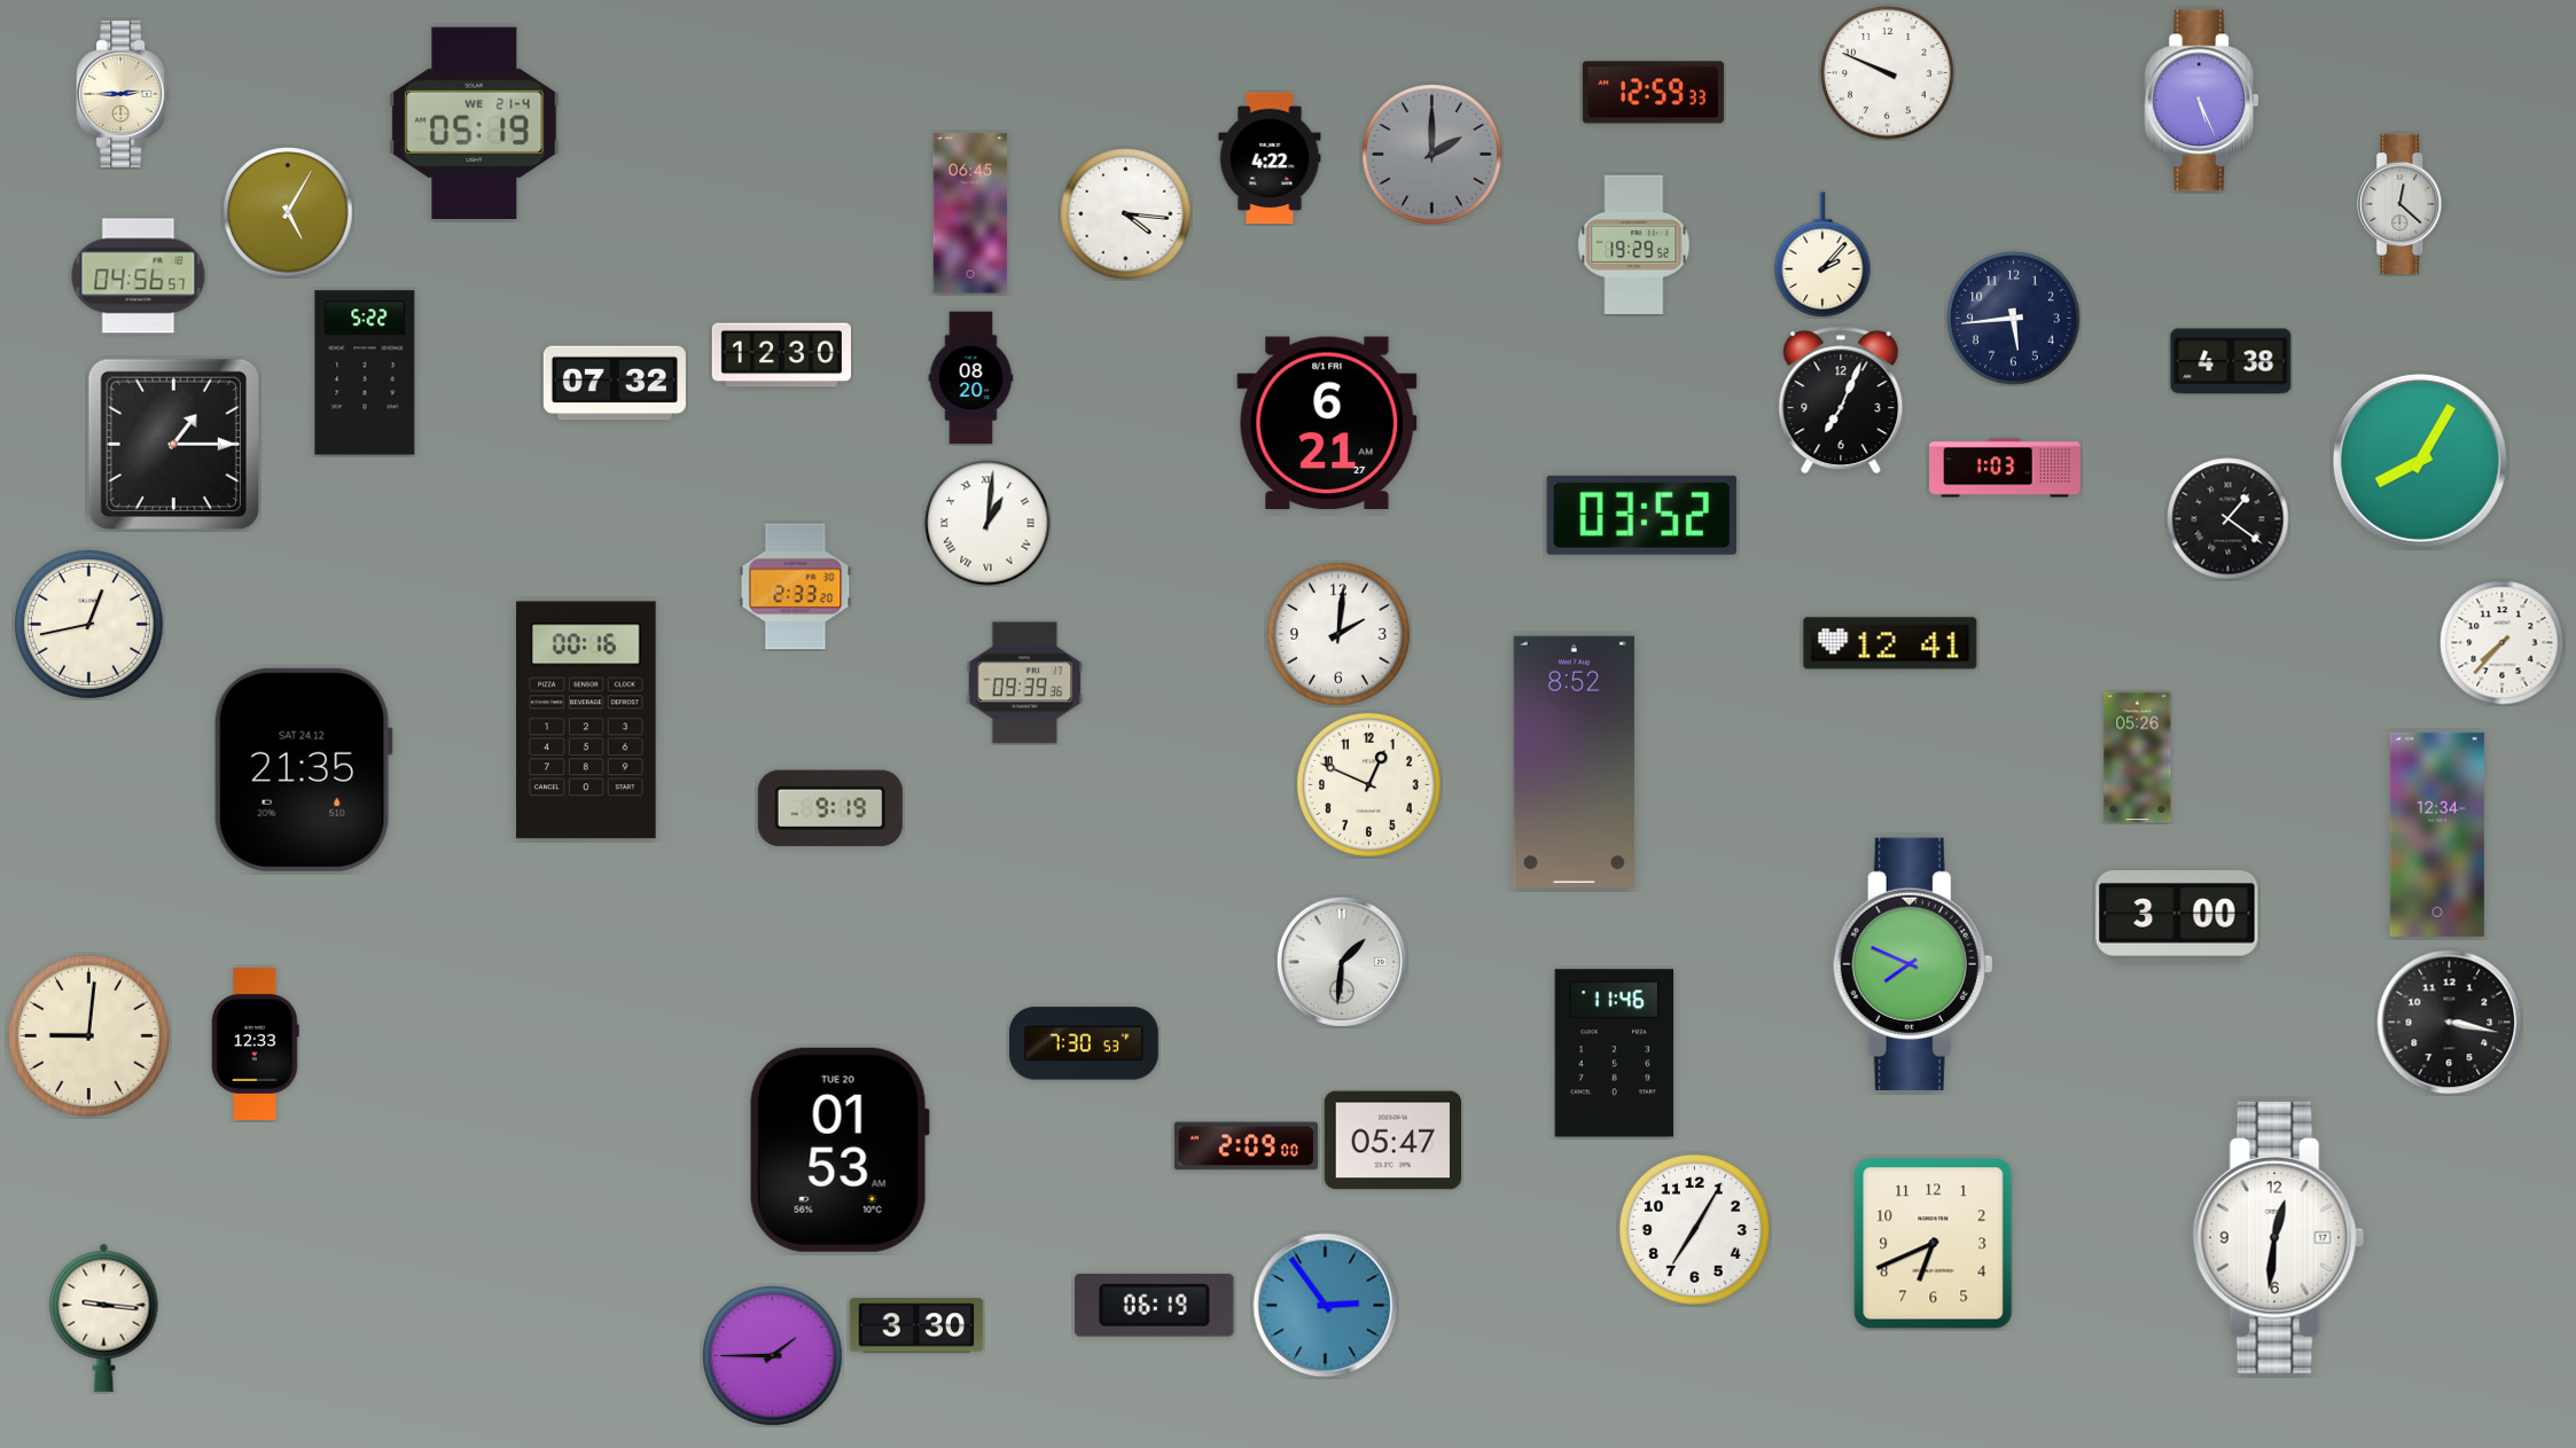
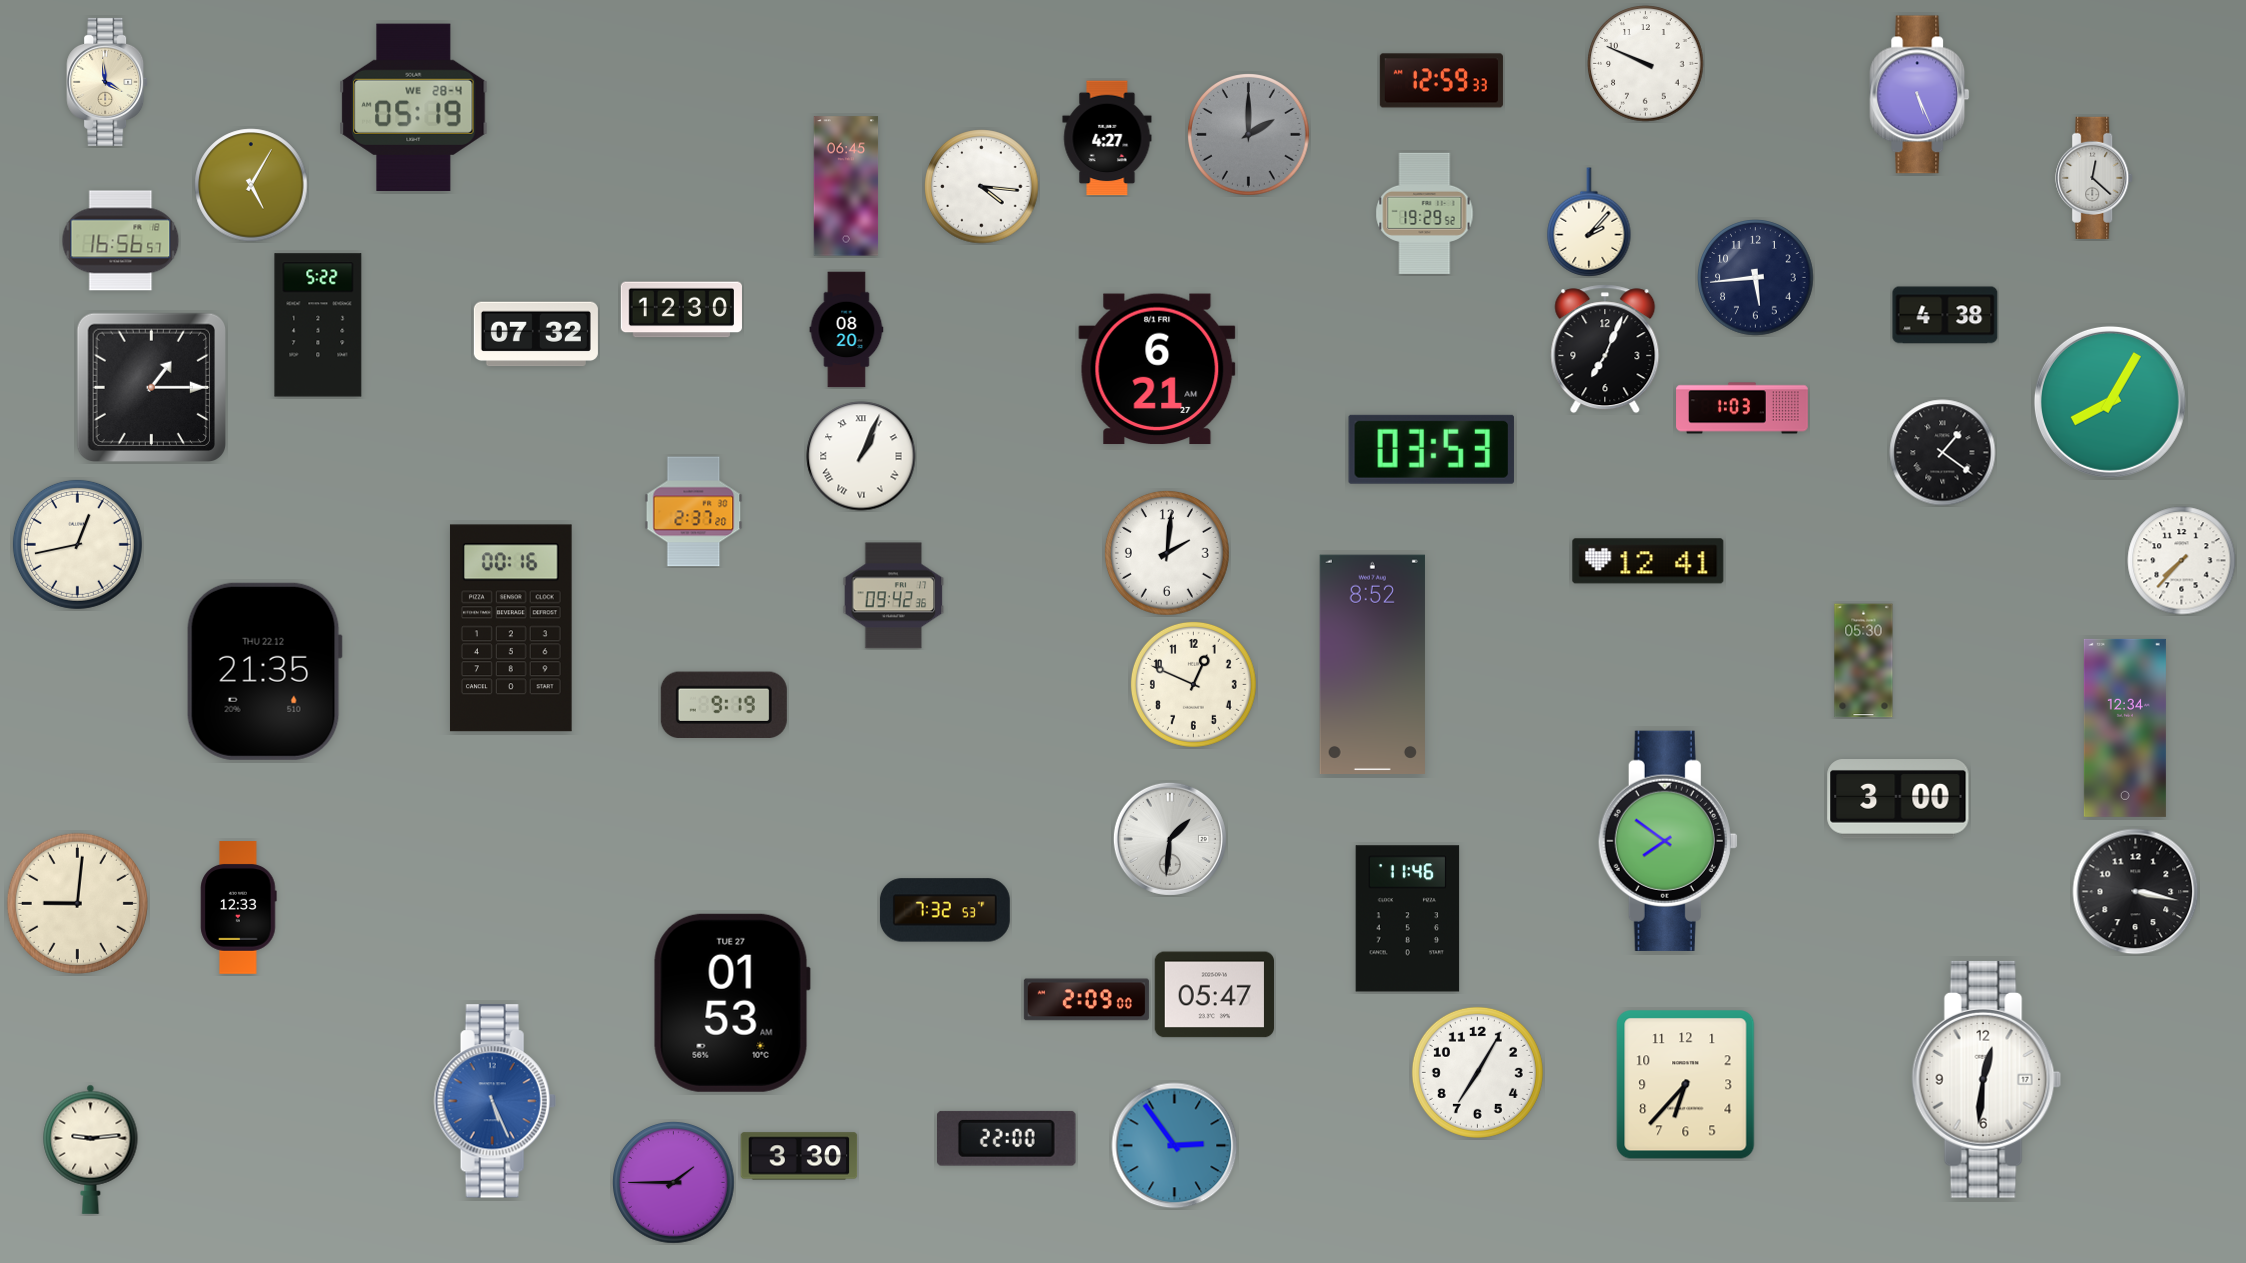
clock at (123, 94): 2:45 -> 3:59
clock at (2202, 101) position: (2202, 101) -> (1920, 95)
clock at (475, 123) date: WE 21-4 -> WE 28-4
clock at (1270, 158): 4:22 -> 4:27
clock at (139, 276): 04:56 -> 16:56
clock at (2005, 468) position: (2005, 468) -> (1742, 408)
clock at (1641, 515): 03:52 -> 03:53
clock at (988, 523): 1:01 -> 1:04
clock at (796, 587): 2:33 -> 2:37
clock at (1025, 683): 09:39 -> 09:42
clock at (2138, 758): 05:26 -> 05:30
clock at (303, 769) date: SAT 24.12 -> THU 22.12
clock at (1913, 964): 7:49 -> 7:51
clock at (1084, 1043): 7:30 -> 7:32
clock at (256, 1044) position: (256, 1044) -> (239, 908)
clock at (840, 1150) date: TUE 20 -> TUE 27
clock at (1934, 1244): 6:41 -> 6:37
clock at (495, 1101): none -> 5:26
clock at (1155, 1305): 06:19 -> 22:00
clock at (1326, 1306) position: (1326, 1306) -> (1175, 1146)
clock at (104, 1317): 9:16 -> 9:14
